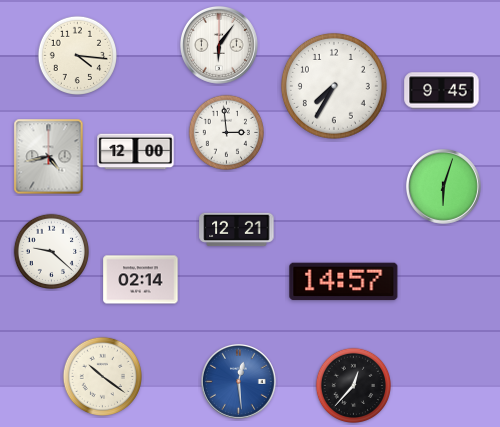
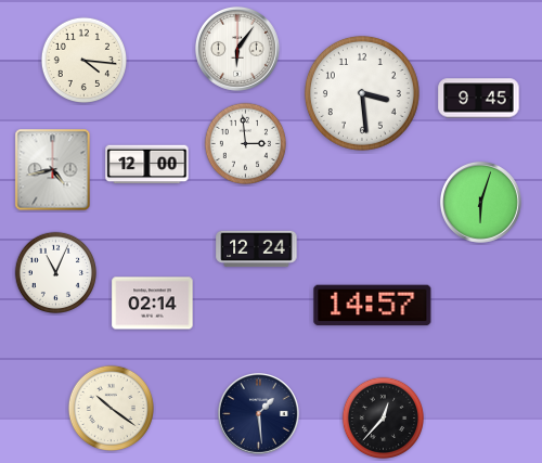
clock at (334, 86): 7:35 -> 3:29
clock at (237, 230): 12:21 -> 12:24
clock at (52, 252): 9:22 -> 11:04
clock at (238, 381): 12:29 -> 1:29
clock at (238, 381) dial: blue -> navy
